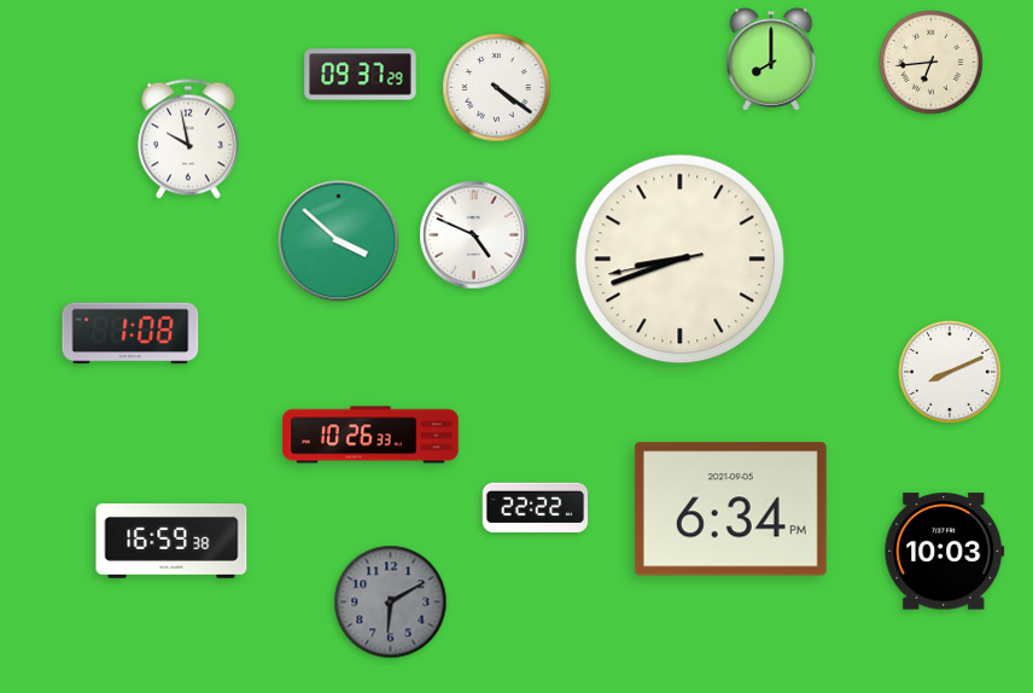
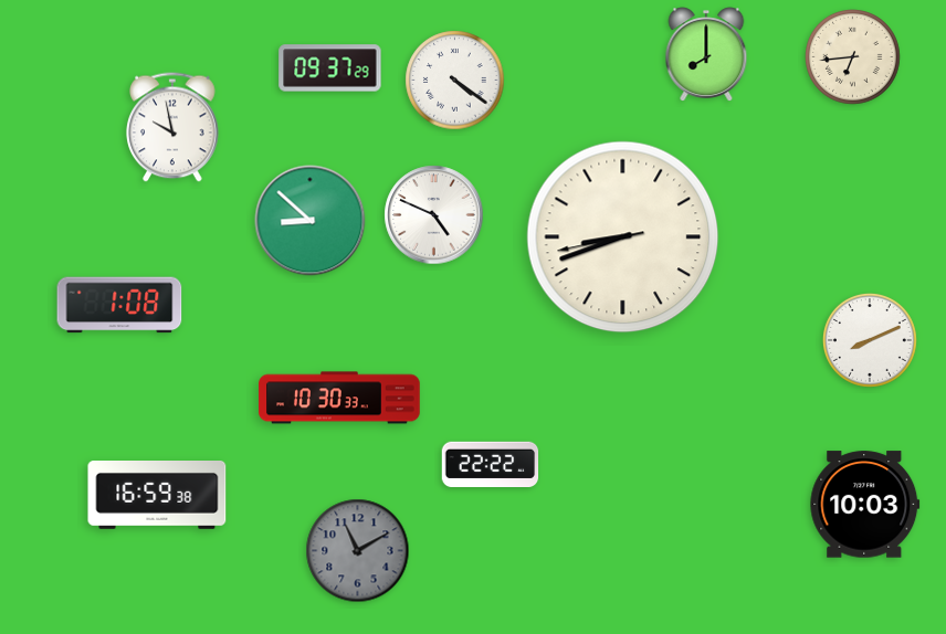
clock at (339, 241): 3:52 -> 8:52
clock at (370, 435): 10:26 -> 10:30
clock at (730, 509): 6:34 -> none
clock at (391, 602): 6:10 -> 11:10
